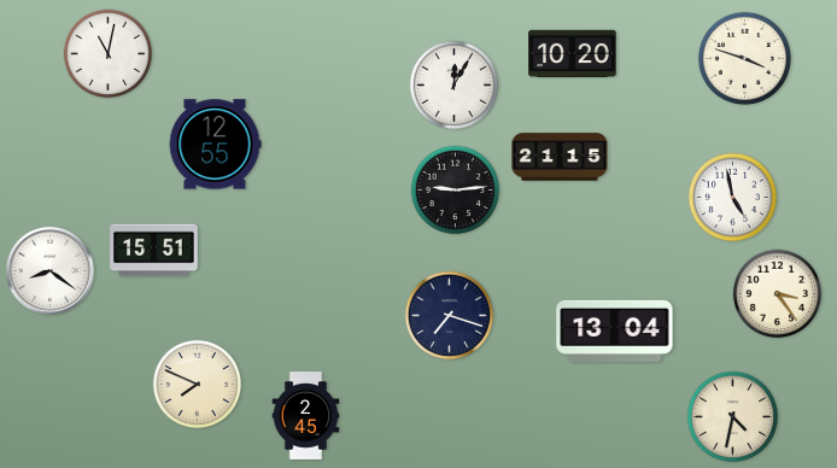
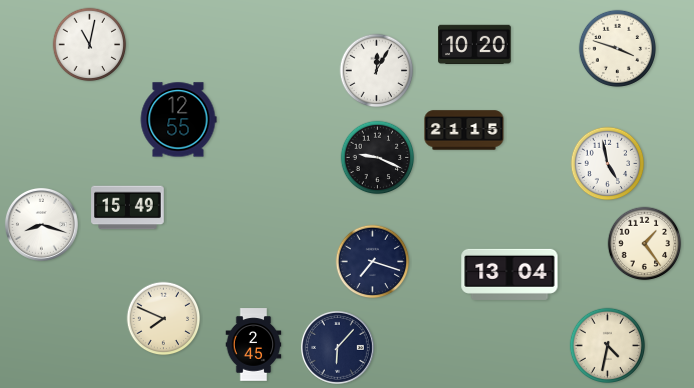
clock at (456, 191): 9:14 -> 9:19
clock at (154, 251): 15:51 -> 15:49
clock at (49, 270): 8:21 -> 8:18
clock at (778, 294): 3:24 -> 1:24
clock at (337, 347): none -> 6:07
